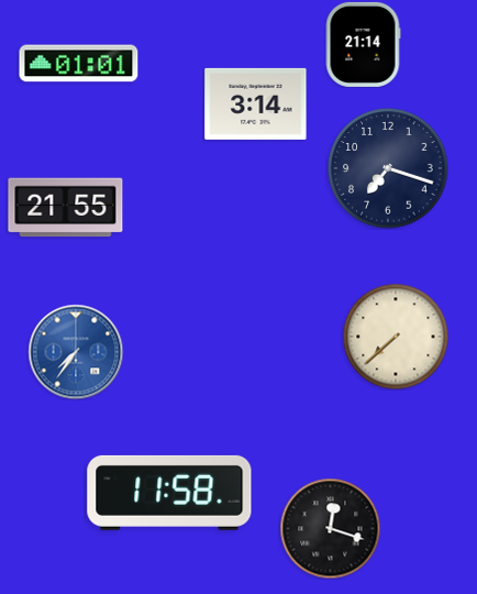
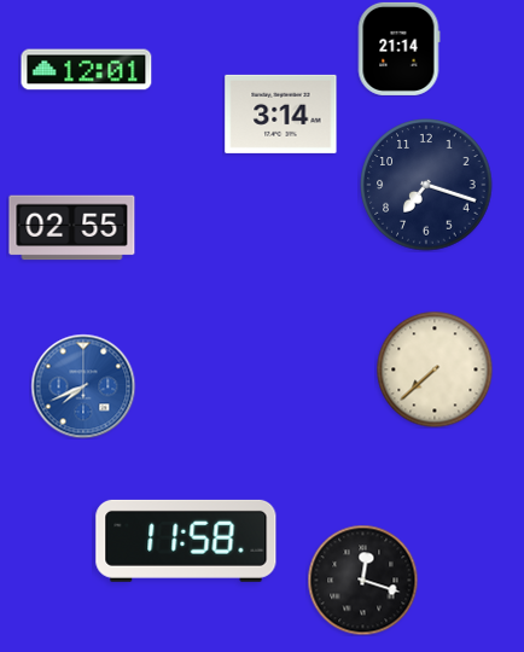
clock at (79, 64): 01:01 -> 12:01
clock at (66, 208): 21:55 -> 02:55
clock at (76, 352): 7:36 -> 7:41
